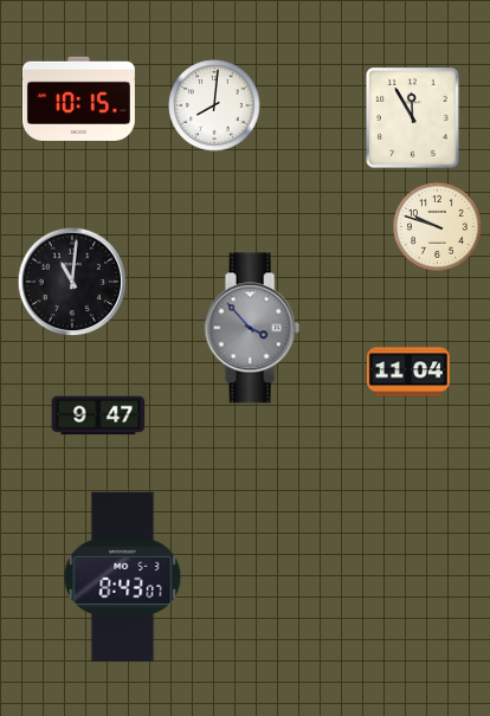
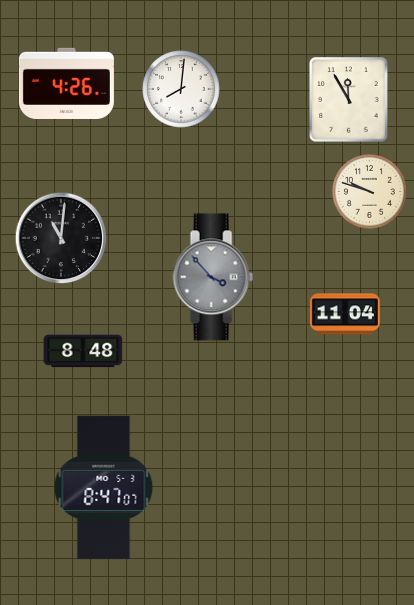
clock at (78, 98): 10:15 -> 4:26
clock at (98, 415): 9:47 -> 8:48
clock at (123, 578): 8:43 -> 8:47
